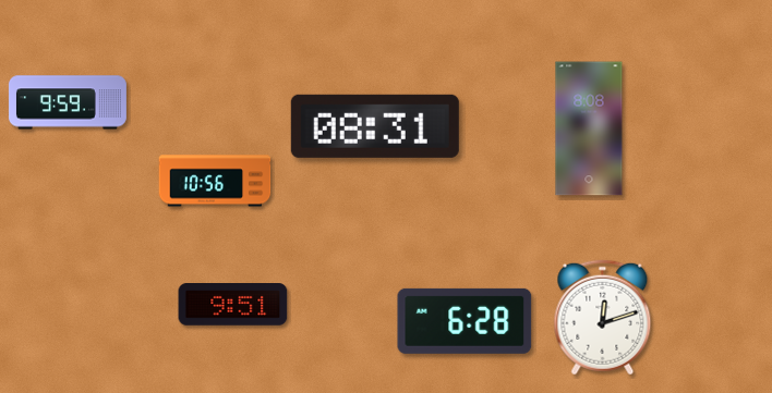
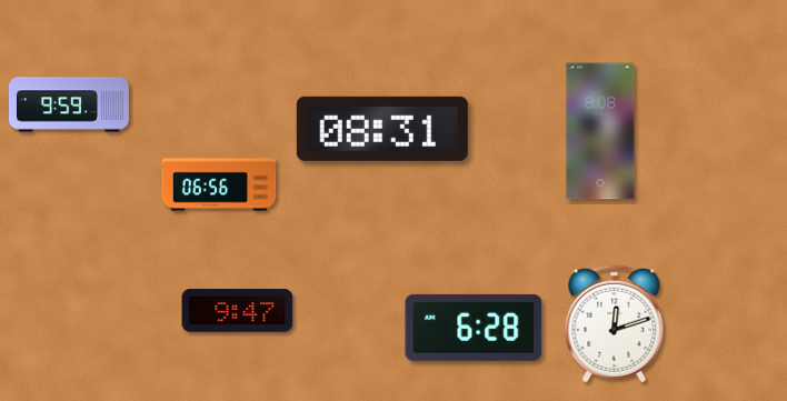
clock at (215, 181): 10:56 -> 06:56
clock at (233, 305): 9:51 -> 9:47
